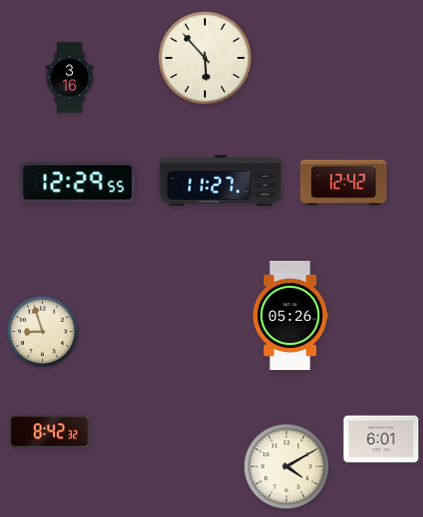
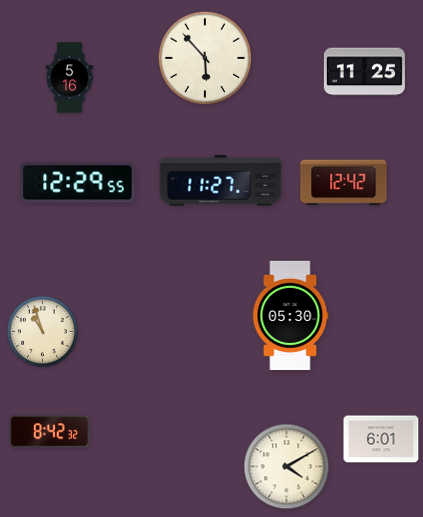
clock at (364, 72): none -> 11:25
clock at (70, 78): 3:16 -> 5:16
clock at (290, 315): 05:26 -> 05:30
clock at (43, 332): 8:57 -> 10:57
